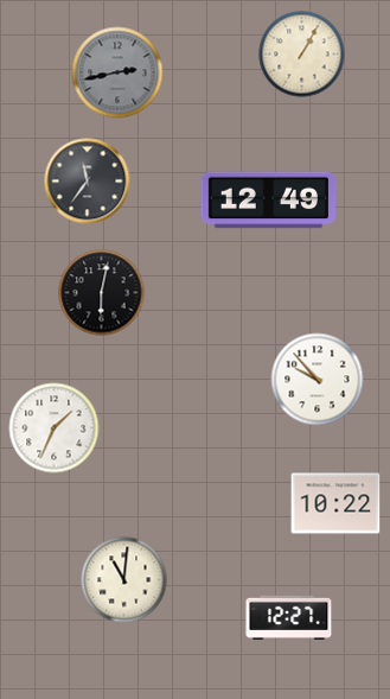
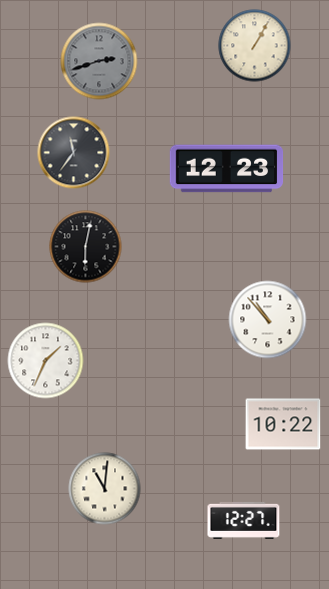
clock at (117, 72): 2:43 -> 2:42
clock at (269, 201): 12:49 -> 12:23
clock at (318, 380): 9:53 -> 10:53
